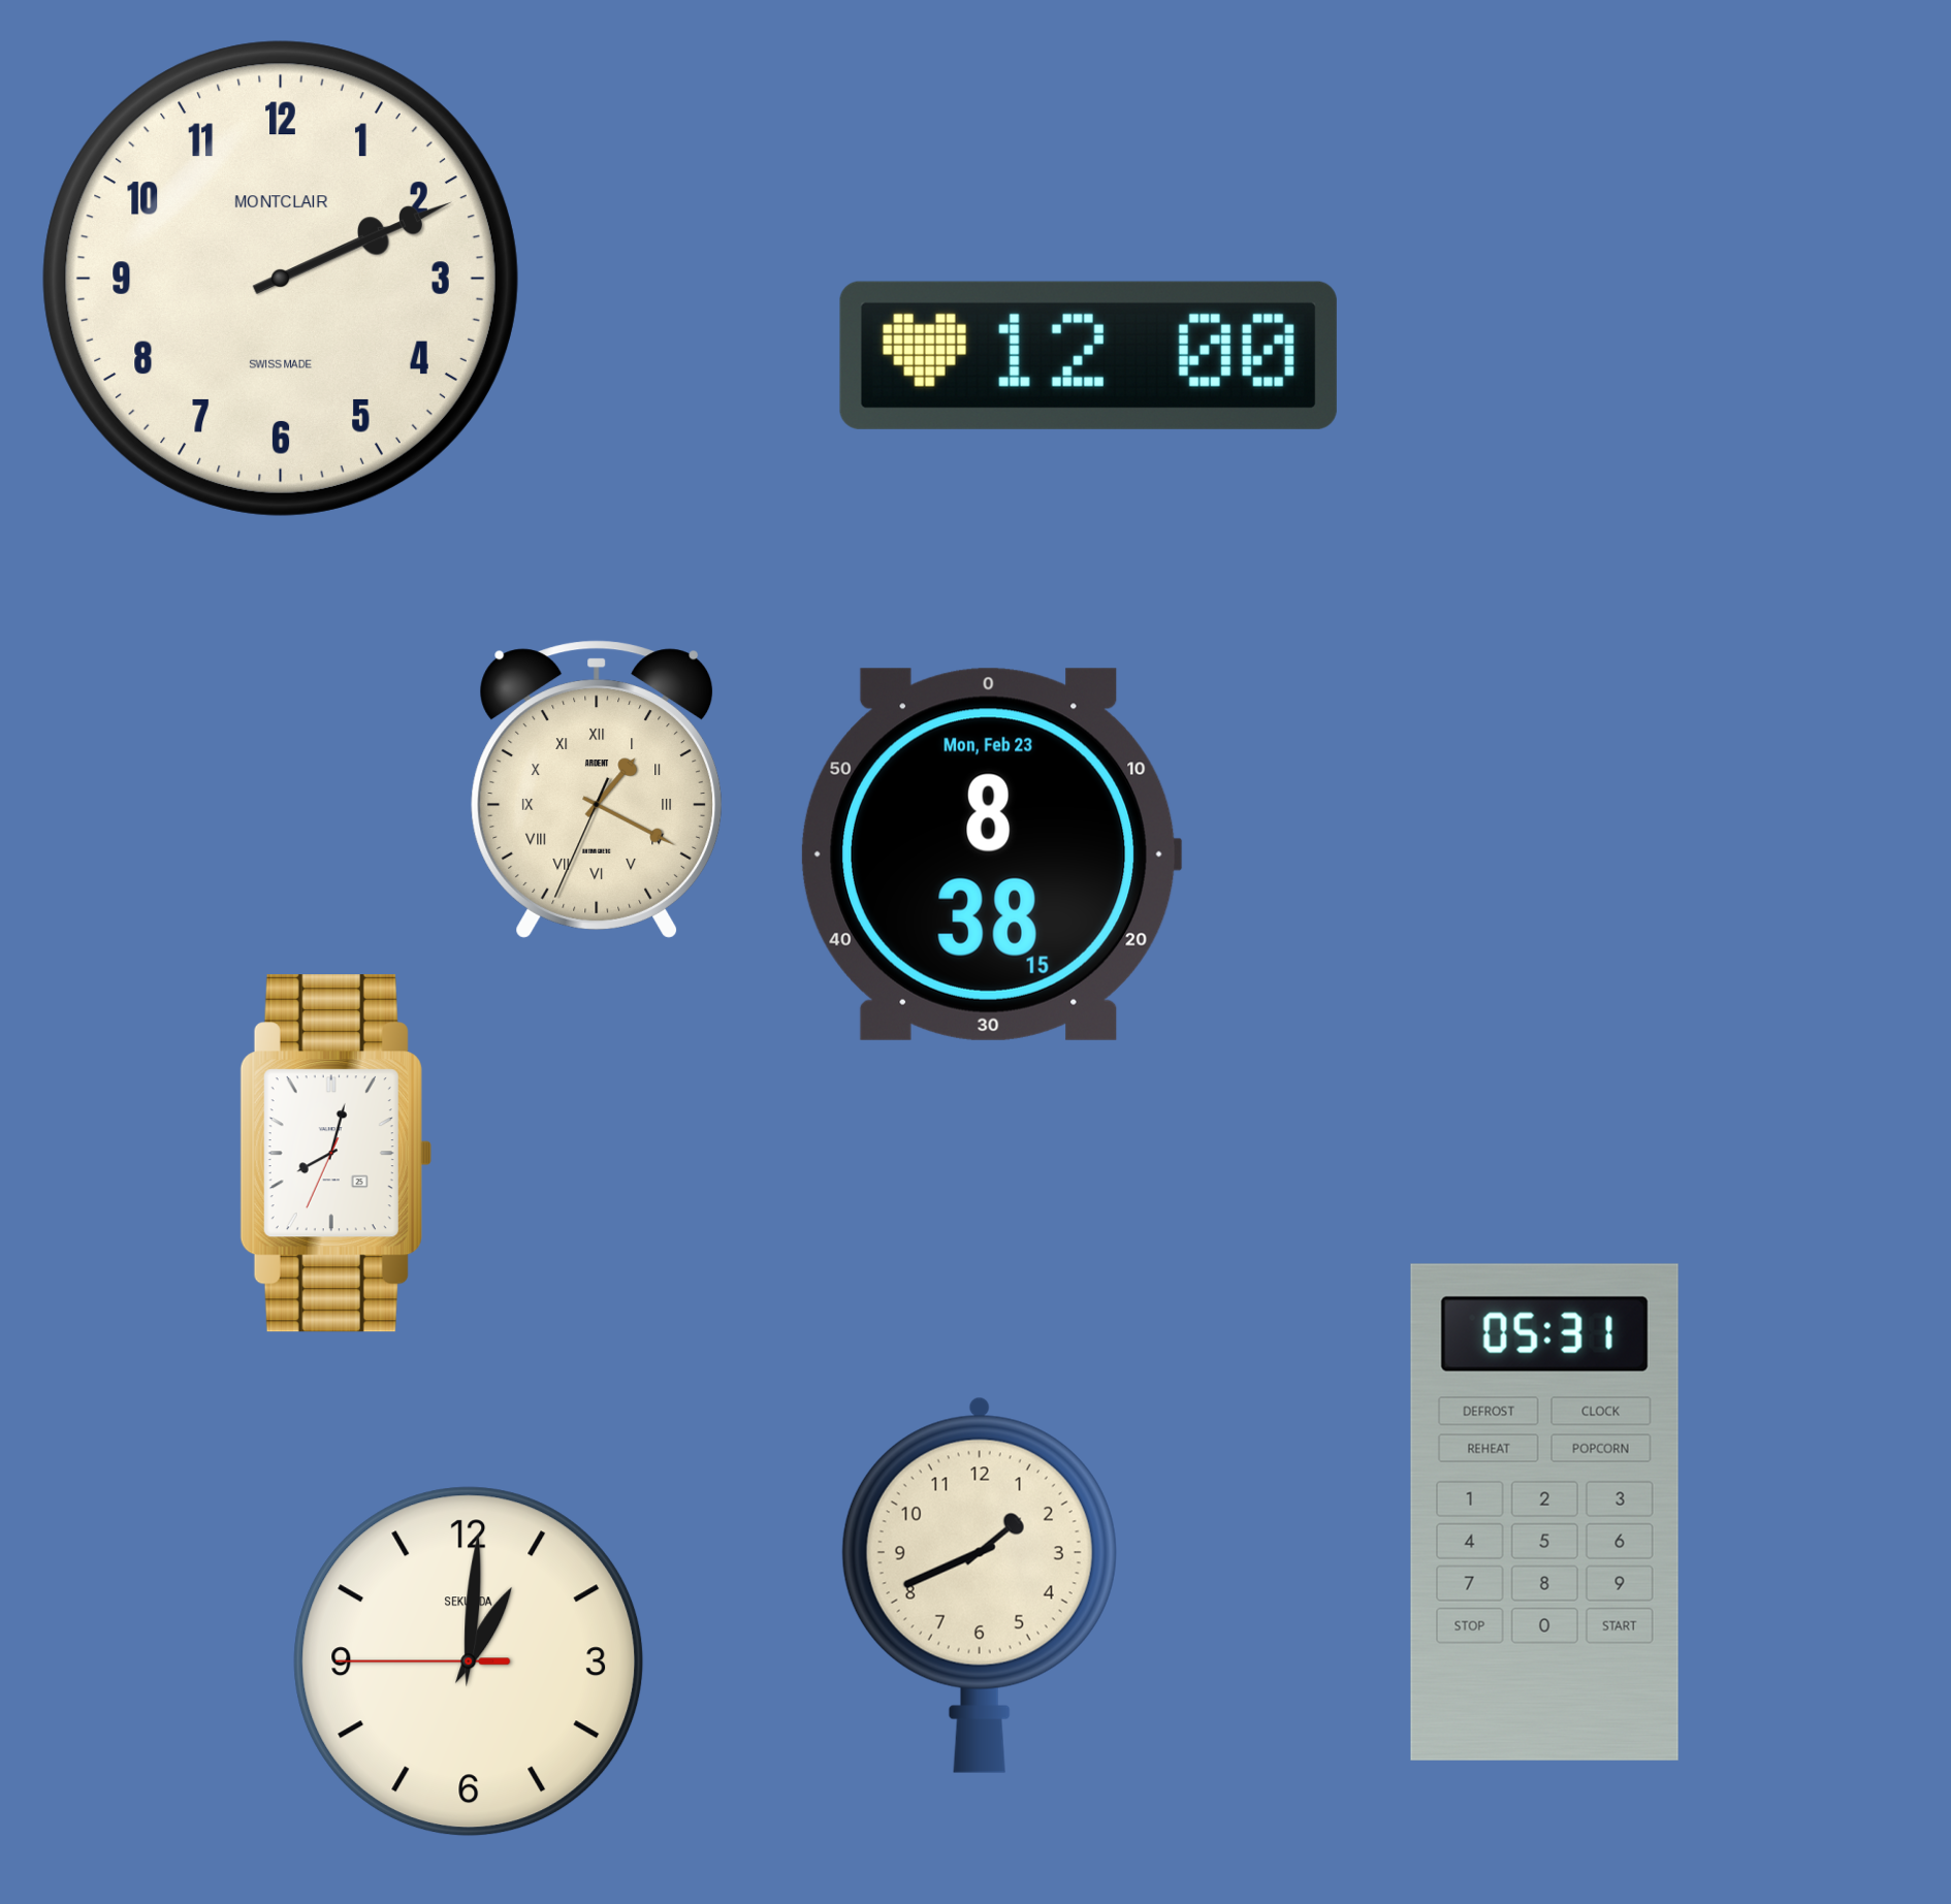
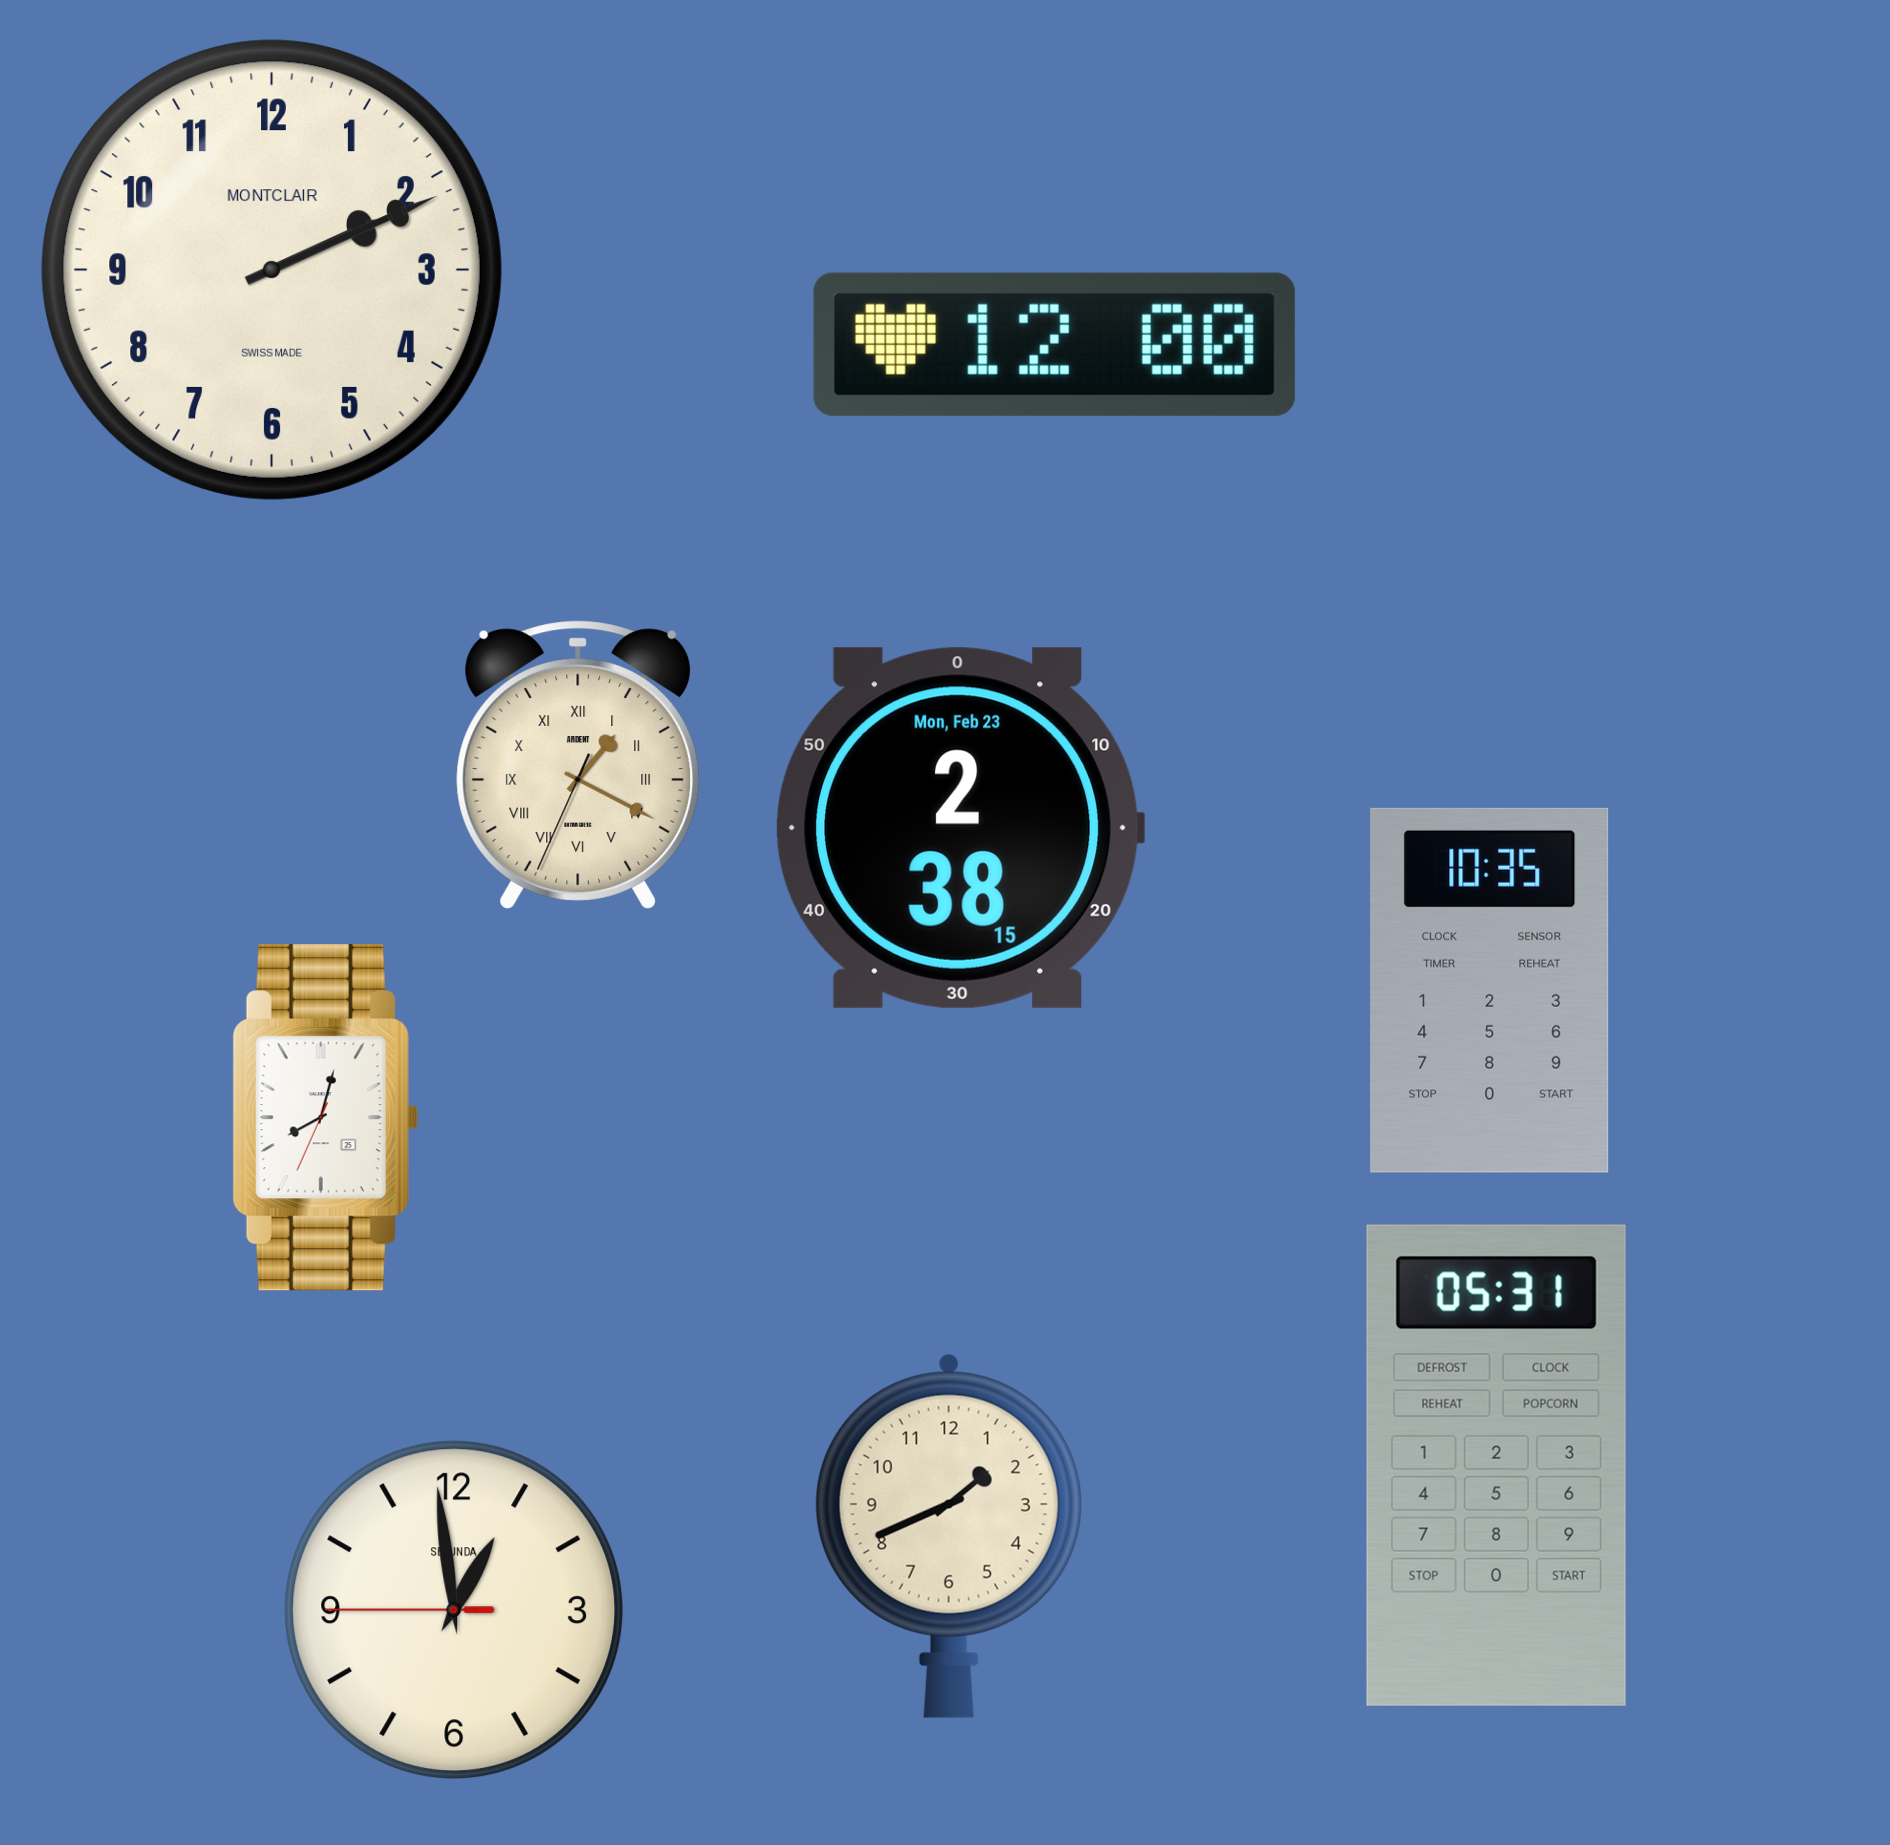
clock at (991, 854): 8:38 -> 2:38
clock at (1490, 990): none -> 10:35
clock at (469, 1661): 1:00 -> 12:58
